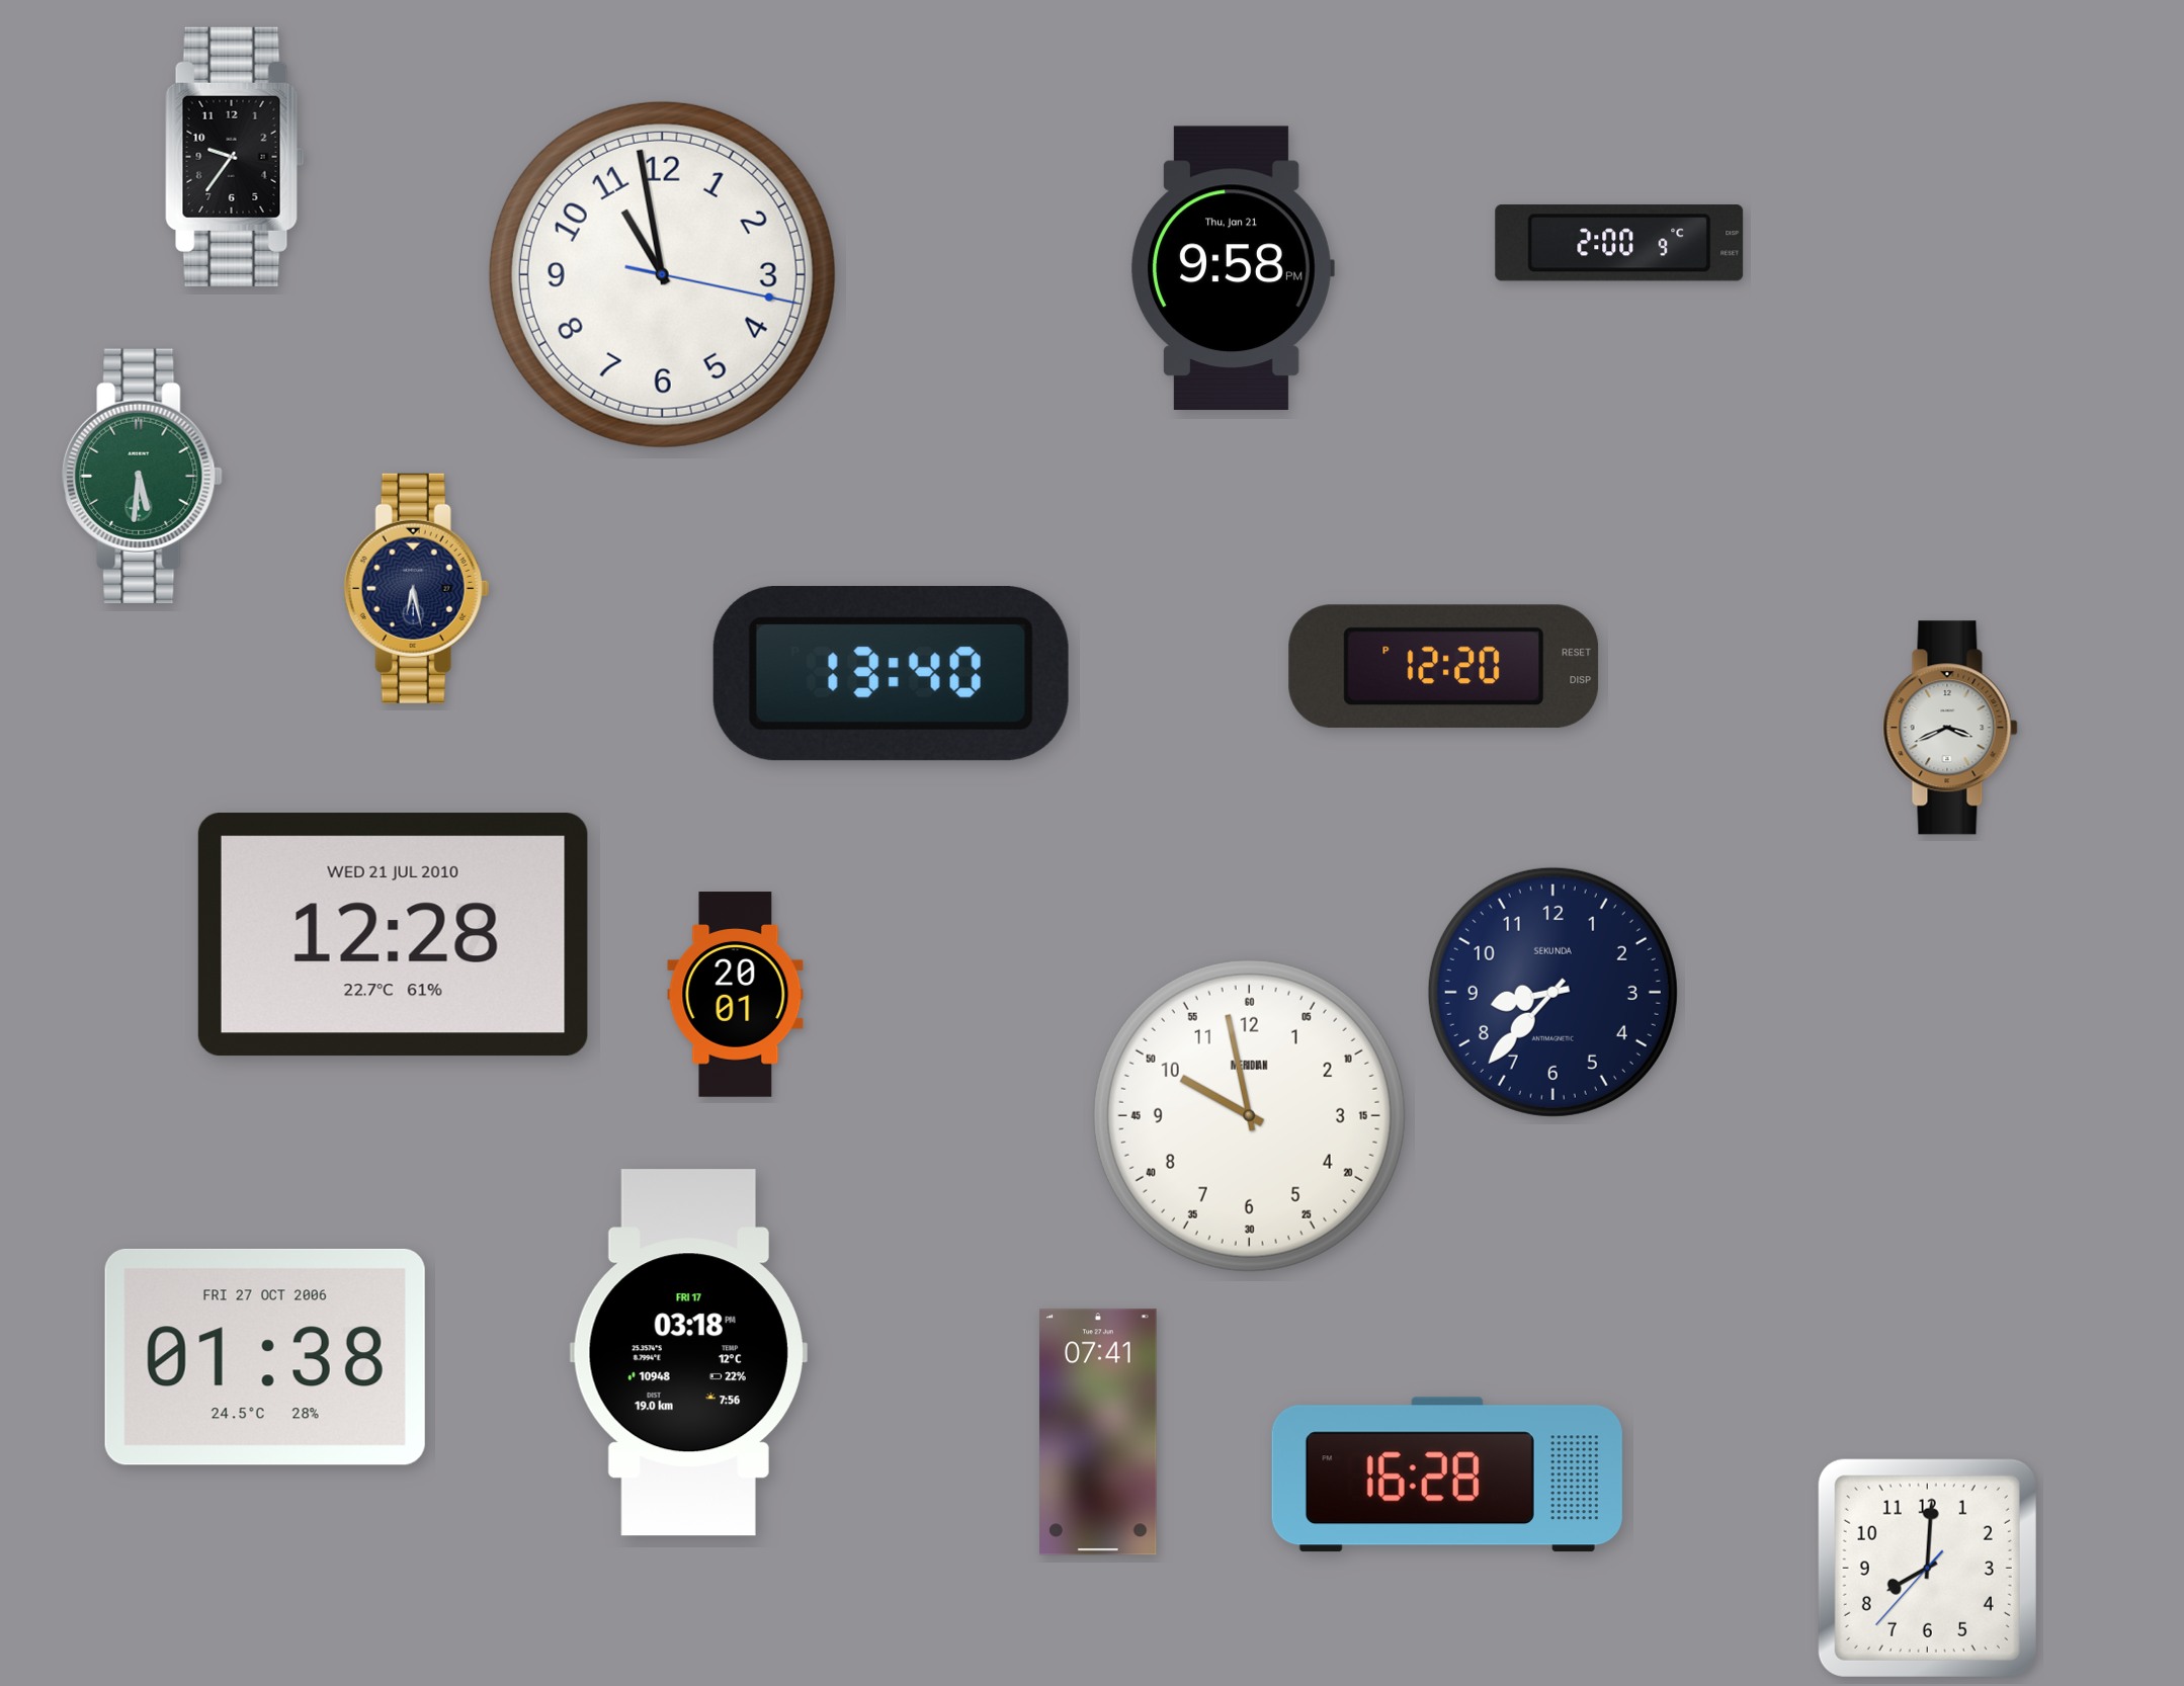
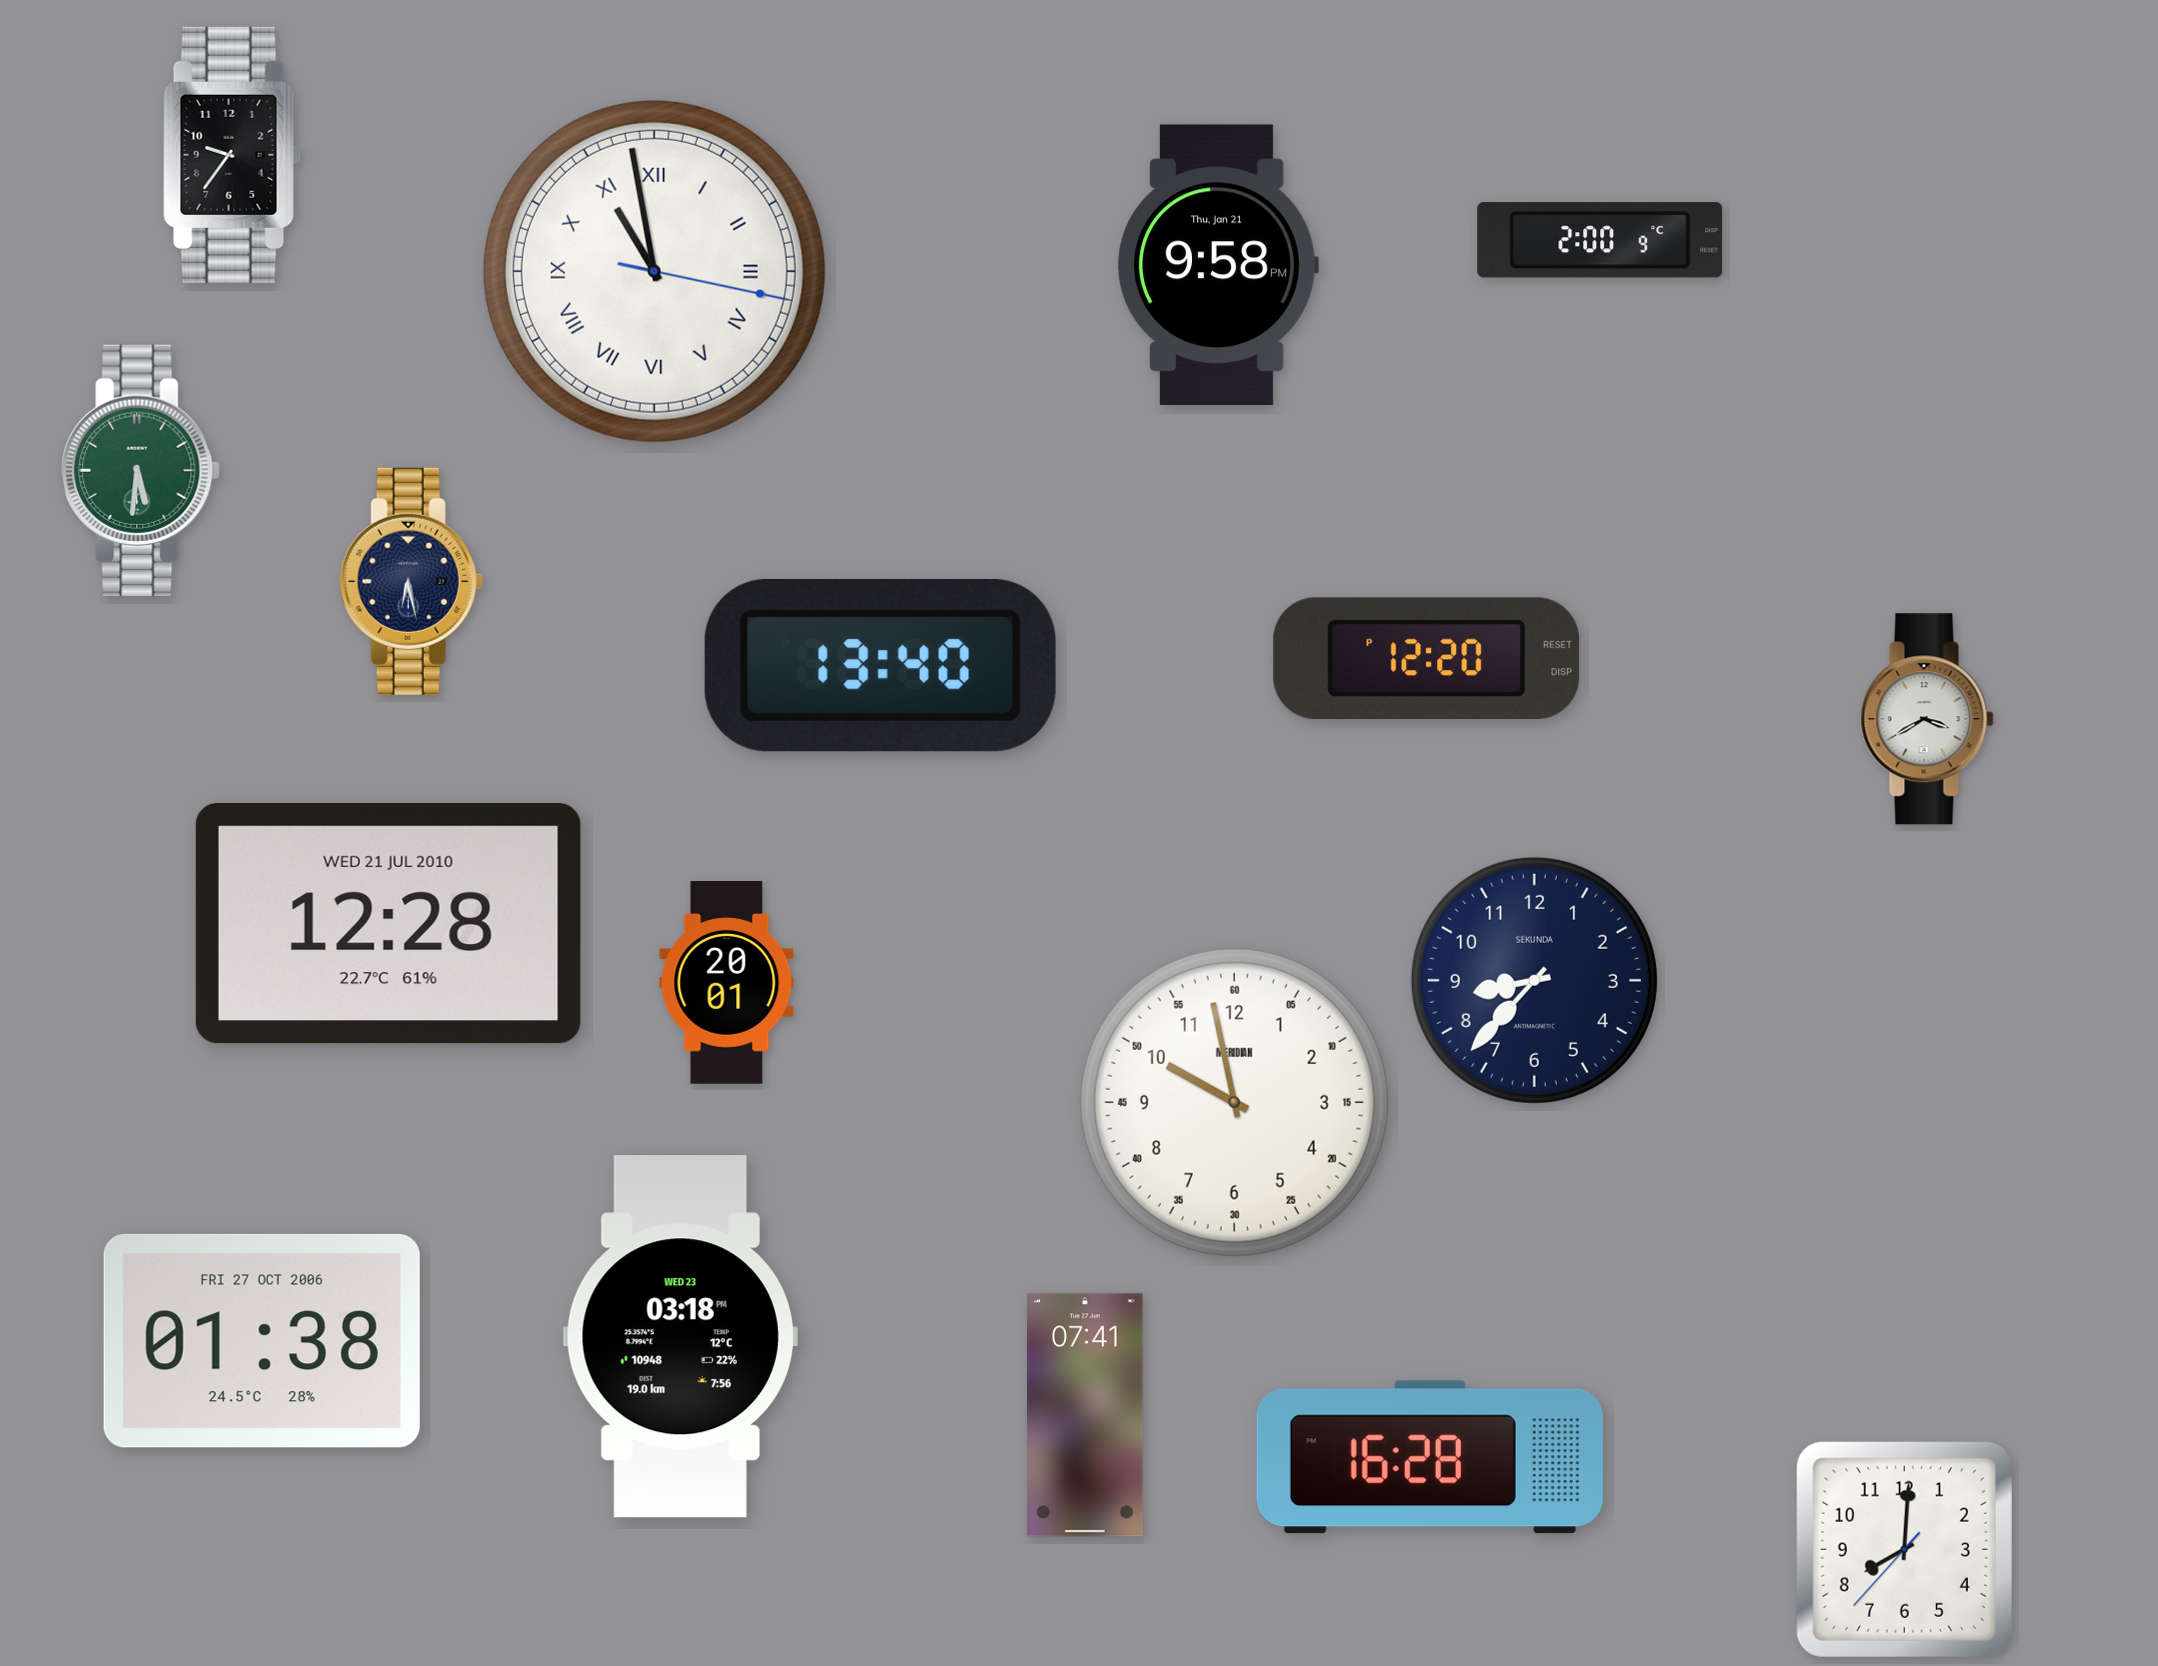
clock at (662, 274) numerals: Arabic -> Roman
clock at (1950, 728): 3:41 -> 3:40
clock at (688, 1353) date: FRI 17 -> WED 23
